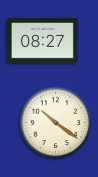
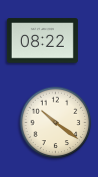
clock at (42, 41): 08:27 -> 08:22
